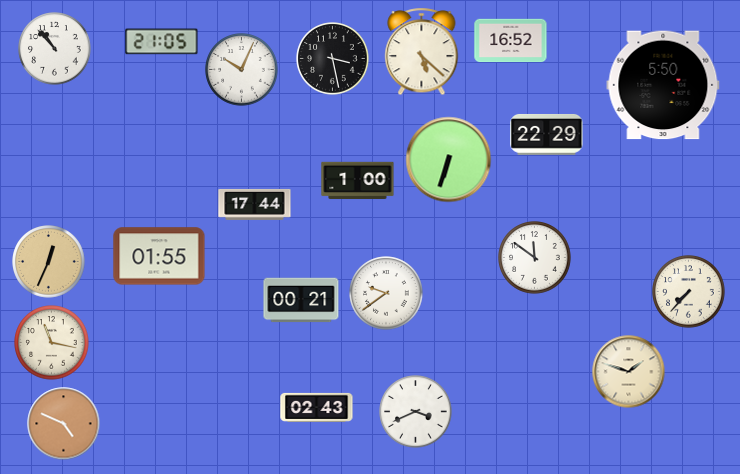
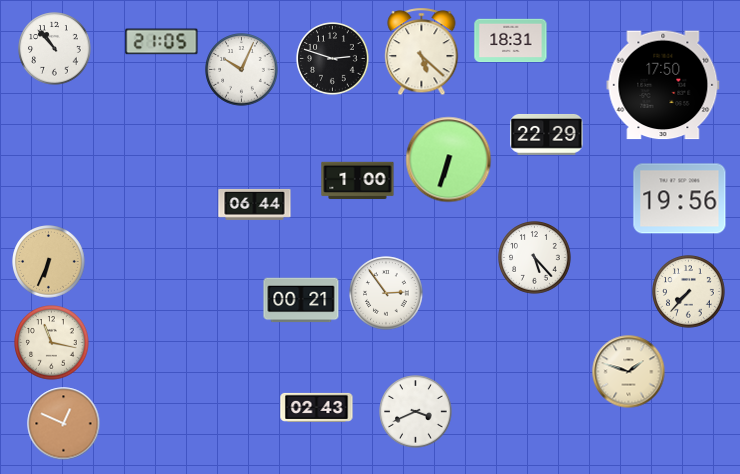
clock at (511, 41): 16:52 -> 18:31
clock at (333, 59): 3:28 -> 2:48
clock at (663, 85): 5:50 -> 17:50
clock at (680, 199): none -> 19:56
clock at (255, 204): 17:44 -> 06:44
clock at (159, 256): 01:55 -> none
clock at (535, 258): 11:51 -> 5:23
clock at (49, 262): 12:34 -> 6:34
clock at (386, 293): 9:39 -> 2:54
clock at (64, 424): 4:49 -> 12:49
